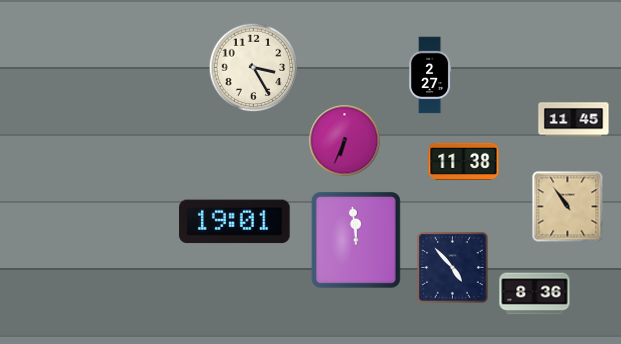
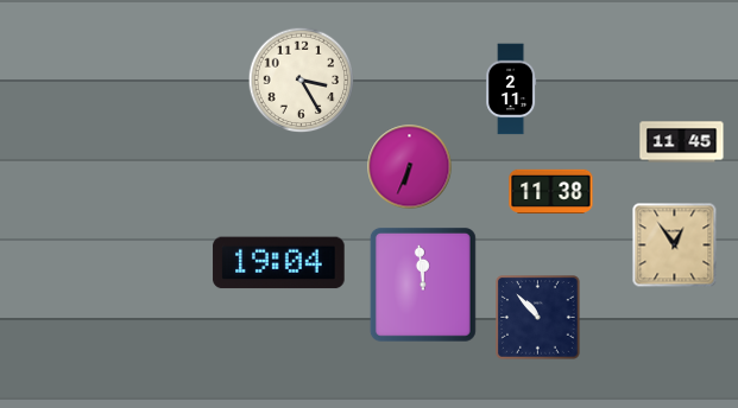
clock at (430, 75): 2:27 -> 2:11
clock at (568, 207): 10:54 -> 12:54
clock at (235, 222): 19:01 -> 19:04
clock at (453, 268): 4:53 -> 10:53
clock at (535, 294): 8:36 -> none
